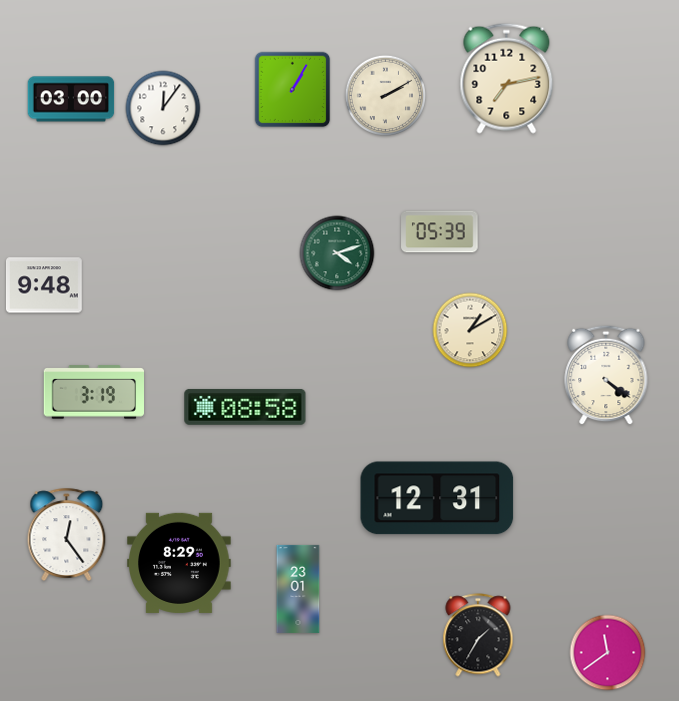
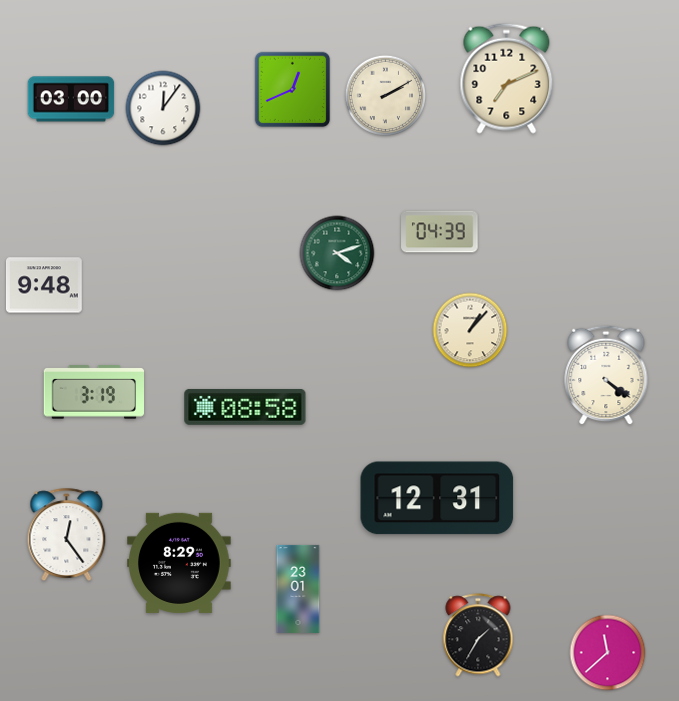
clock at (507, 78): 7:13 -> 7:11
clock at (293, 90): 1:05 -> 12:41
clock at (440, 232): 05:39 -> 04:39
clock at (470, 330): 1:10 -> 1:07
clock at (608, 653): 11:39 -> 11:38
